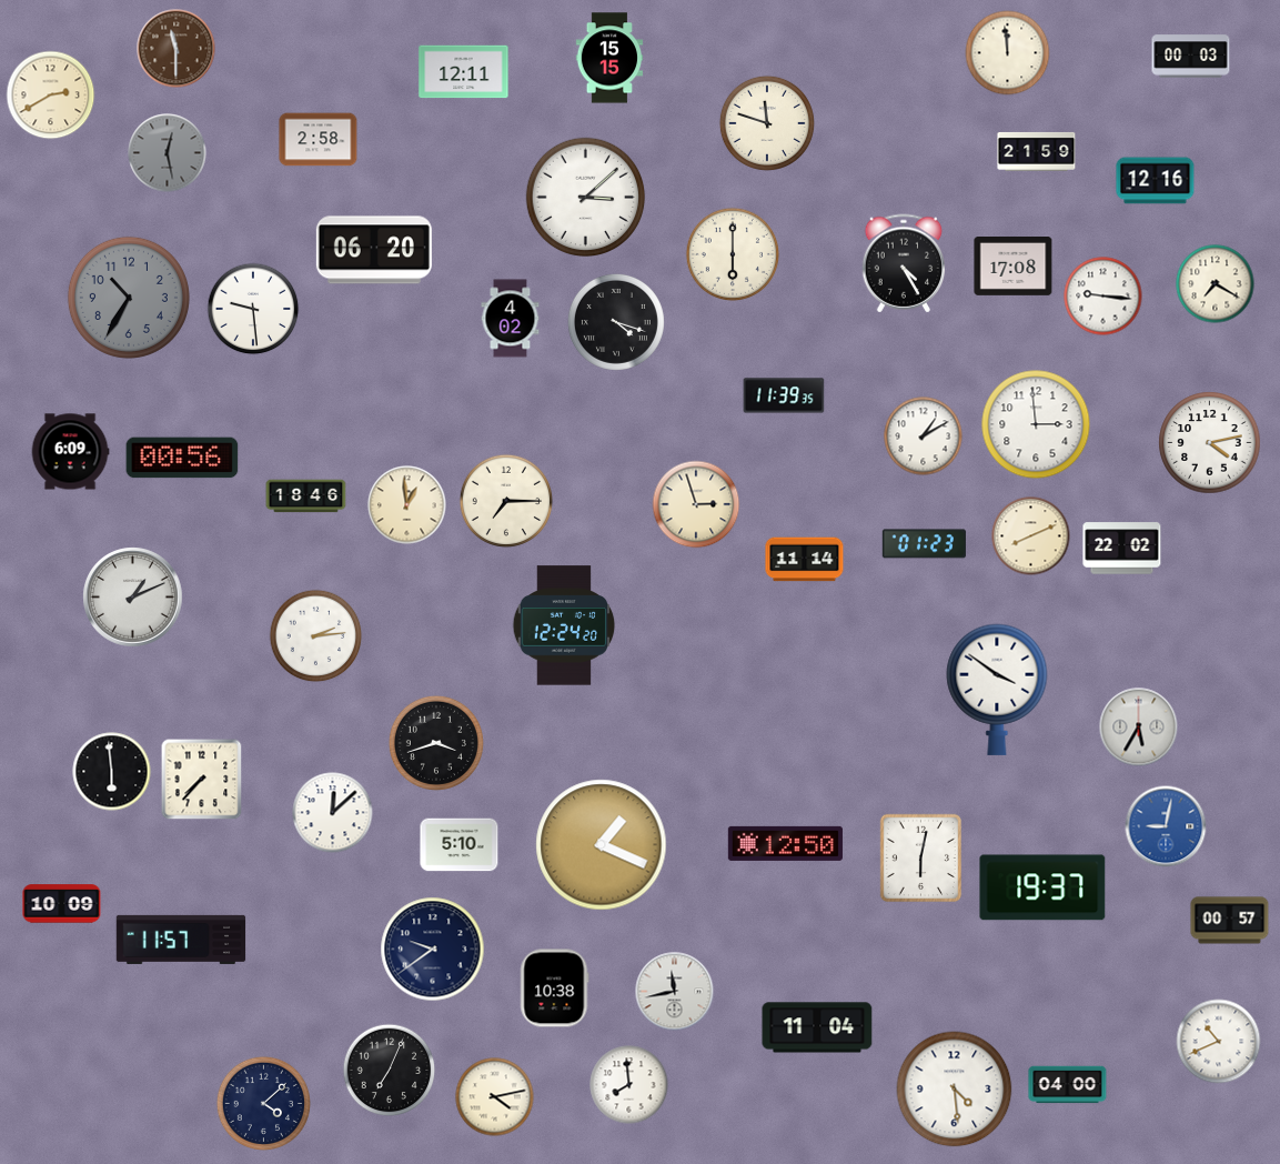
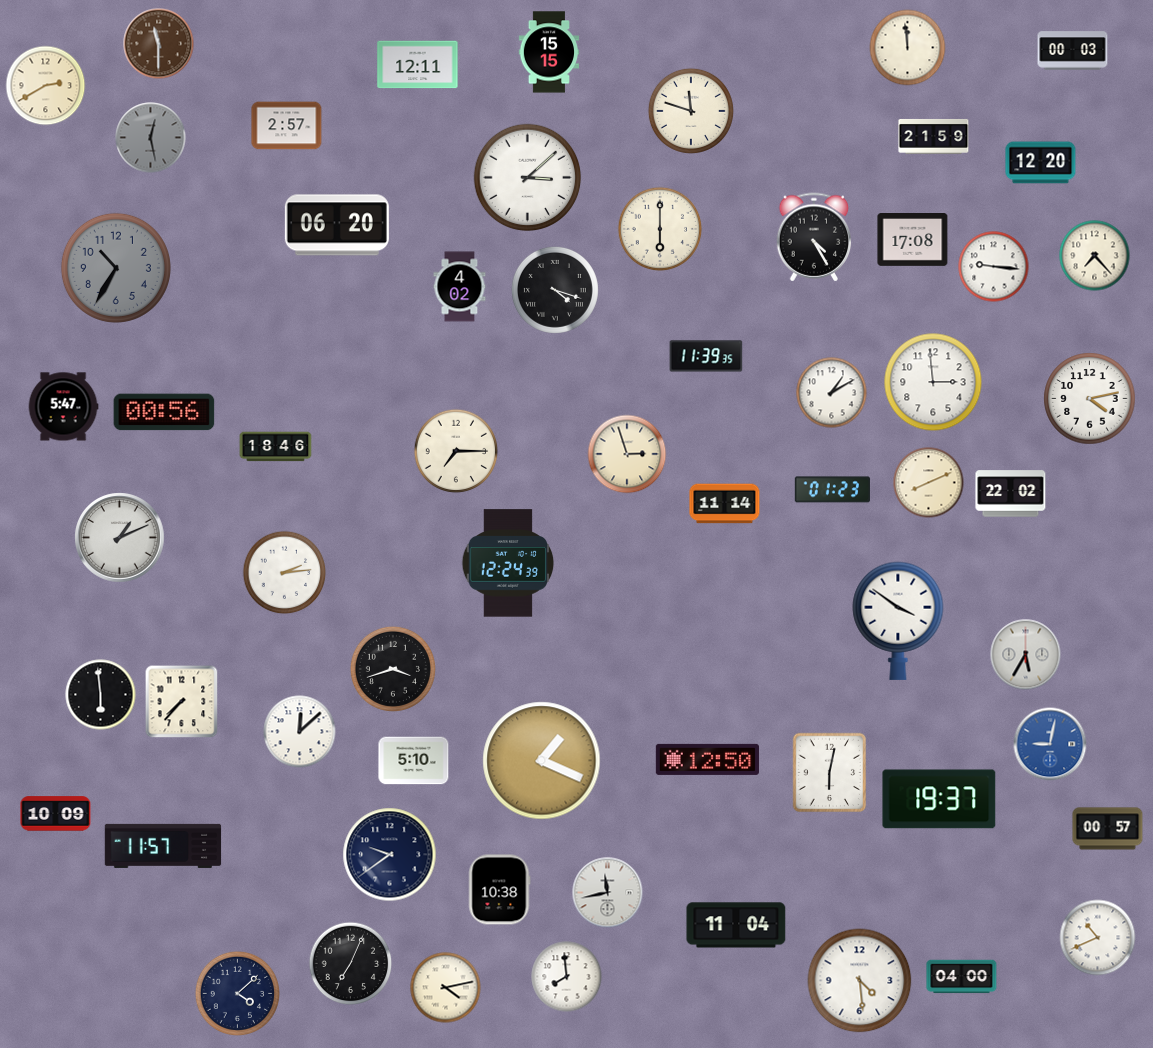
clock at (319, 140): 2:58 -> 2:57
clock at (1156, 181): 12:16 -> 12:20
clock at (1216, 284): 7:20 -> 7:23
clock at (253, 309): 9:29 -> none
clock at (70, 452): 6:09 -> 5:47
clock at (407, 505): 12:59 -> none
clock at (564, 625): 12:24:20 -> 12:24:39
